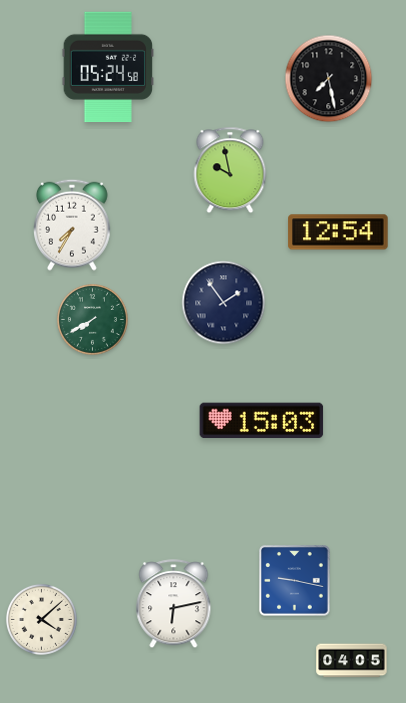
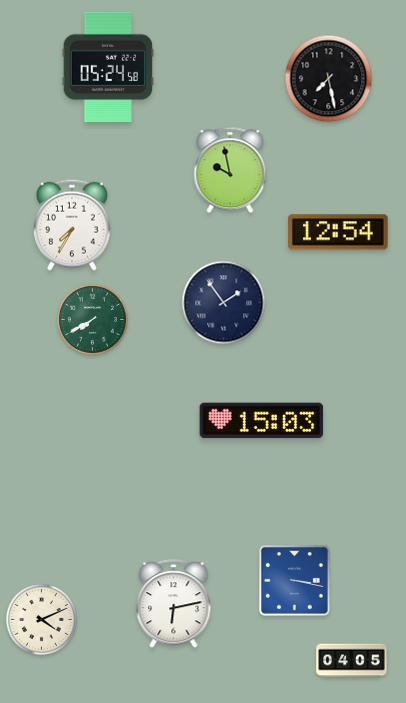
clock at (295, 581): 9:17 -> 3:17
clock at (41, 619): 4:08 -> 4:11
